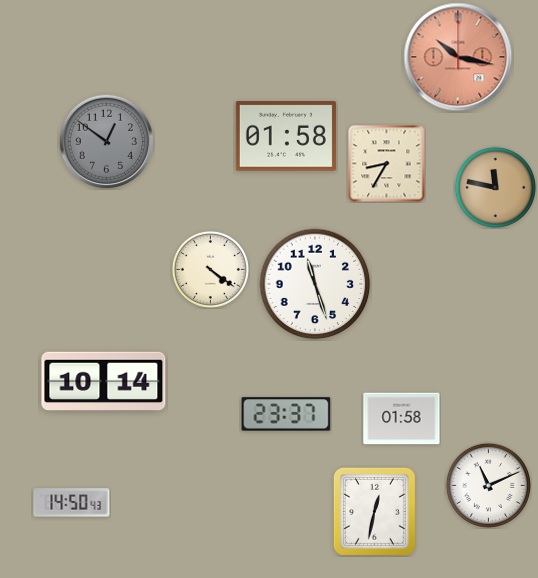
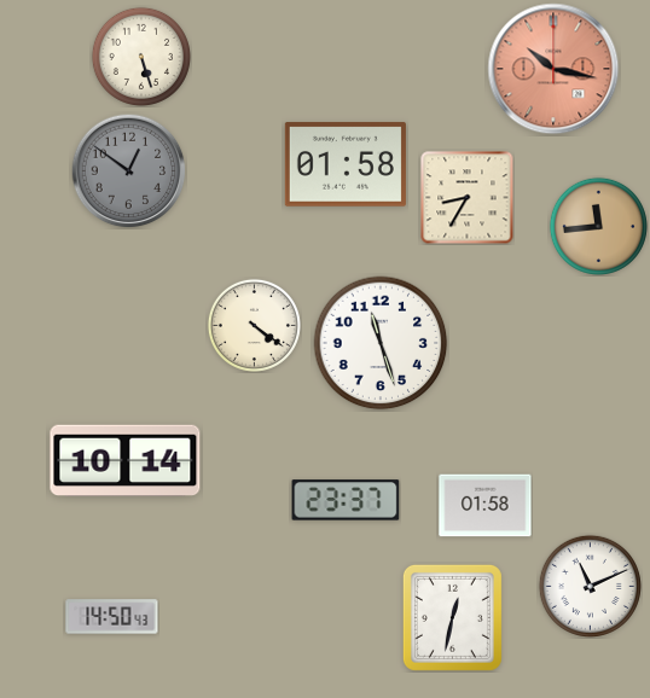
clock at (141, 57): none -> 5:27
clock at (495, 187): 11:47 -> 11:44
clock at (72, 503) position: (72, 503) -> (112, 617)
